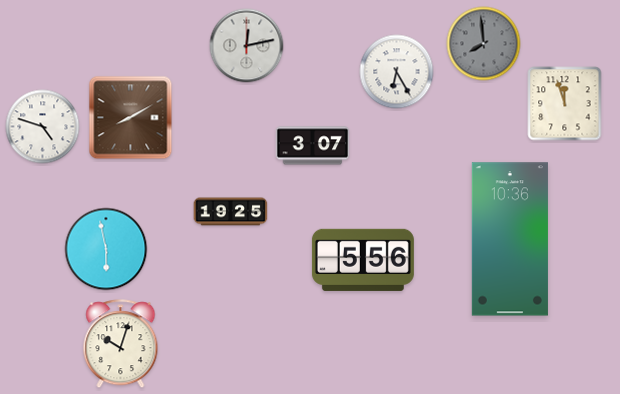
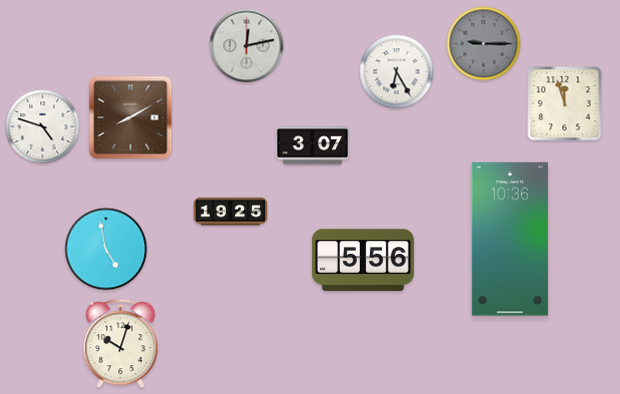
clock at (484, 44): 7:59 -> 9:15
clock at (106, 249): 5:58 -> 4:58
